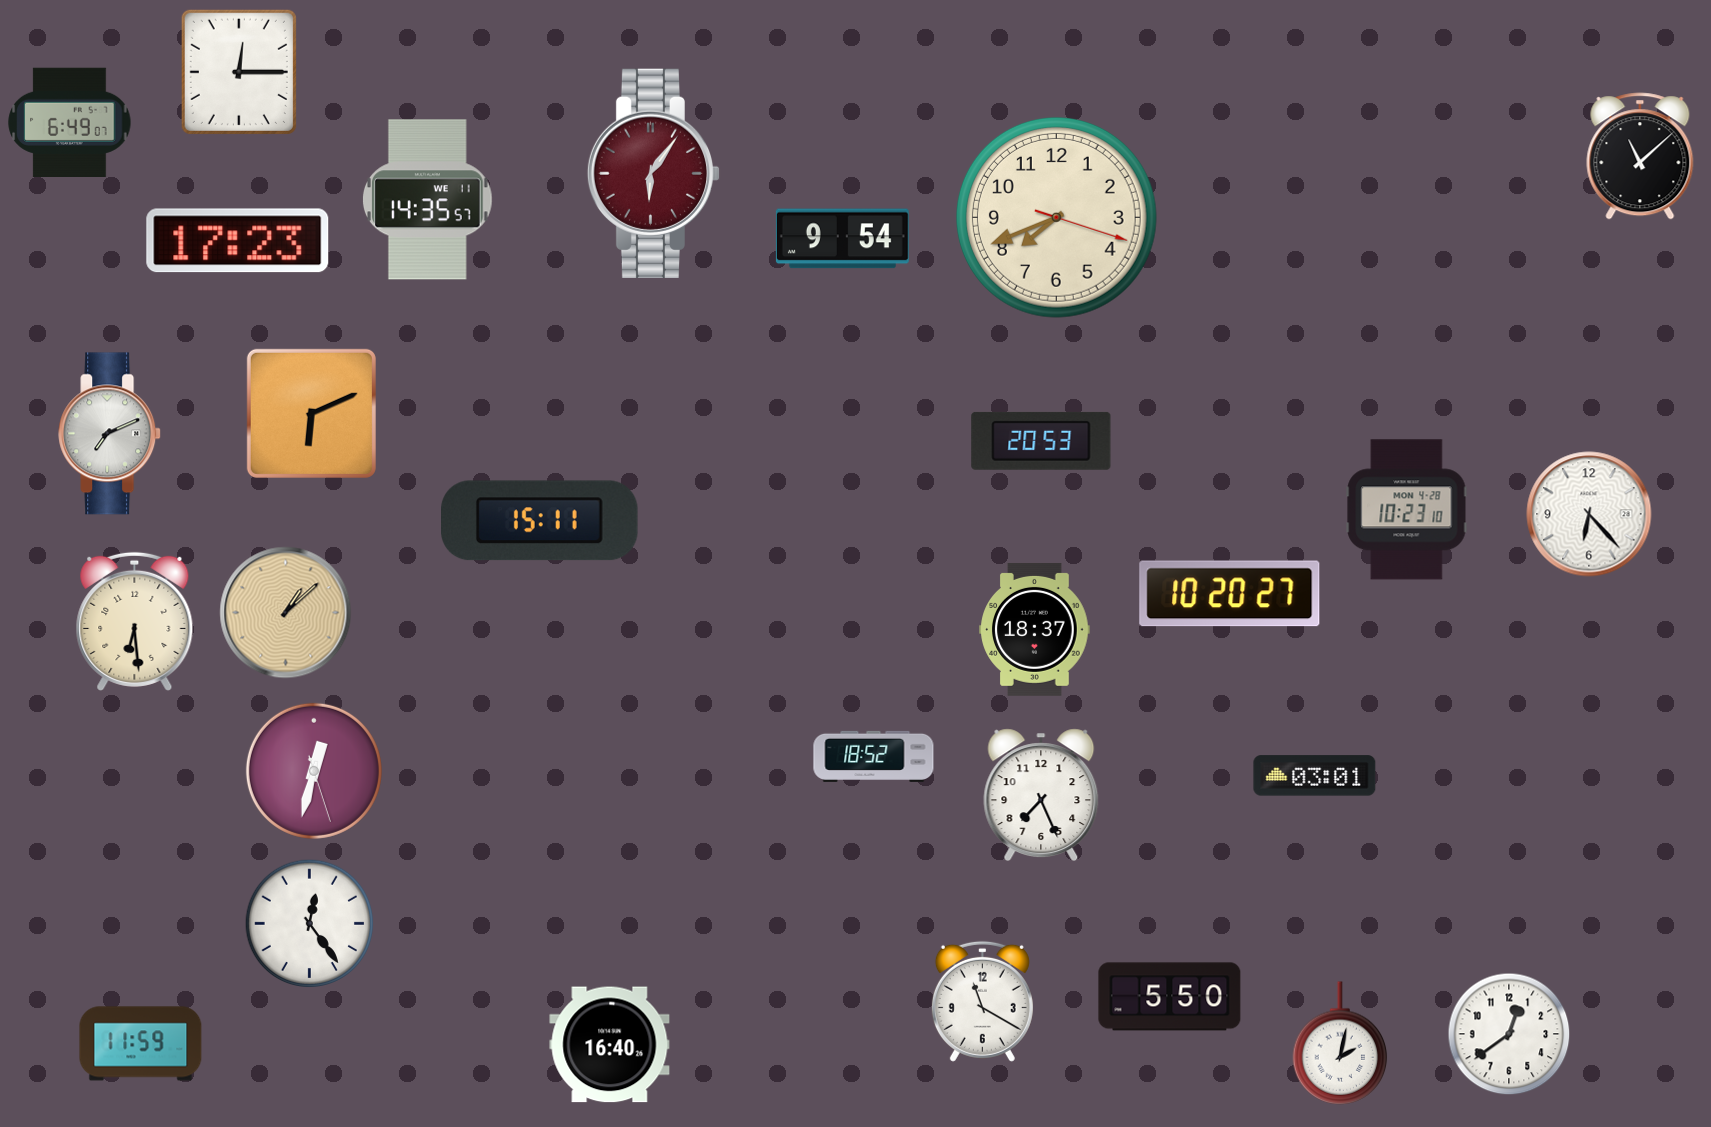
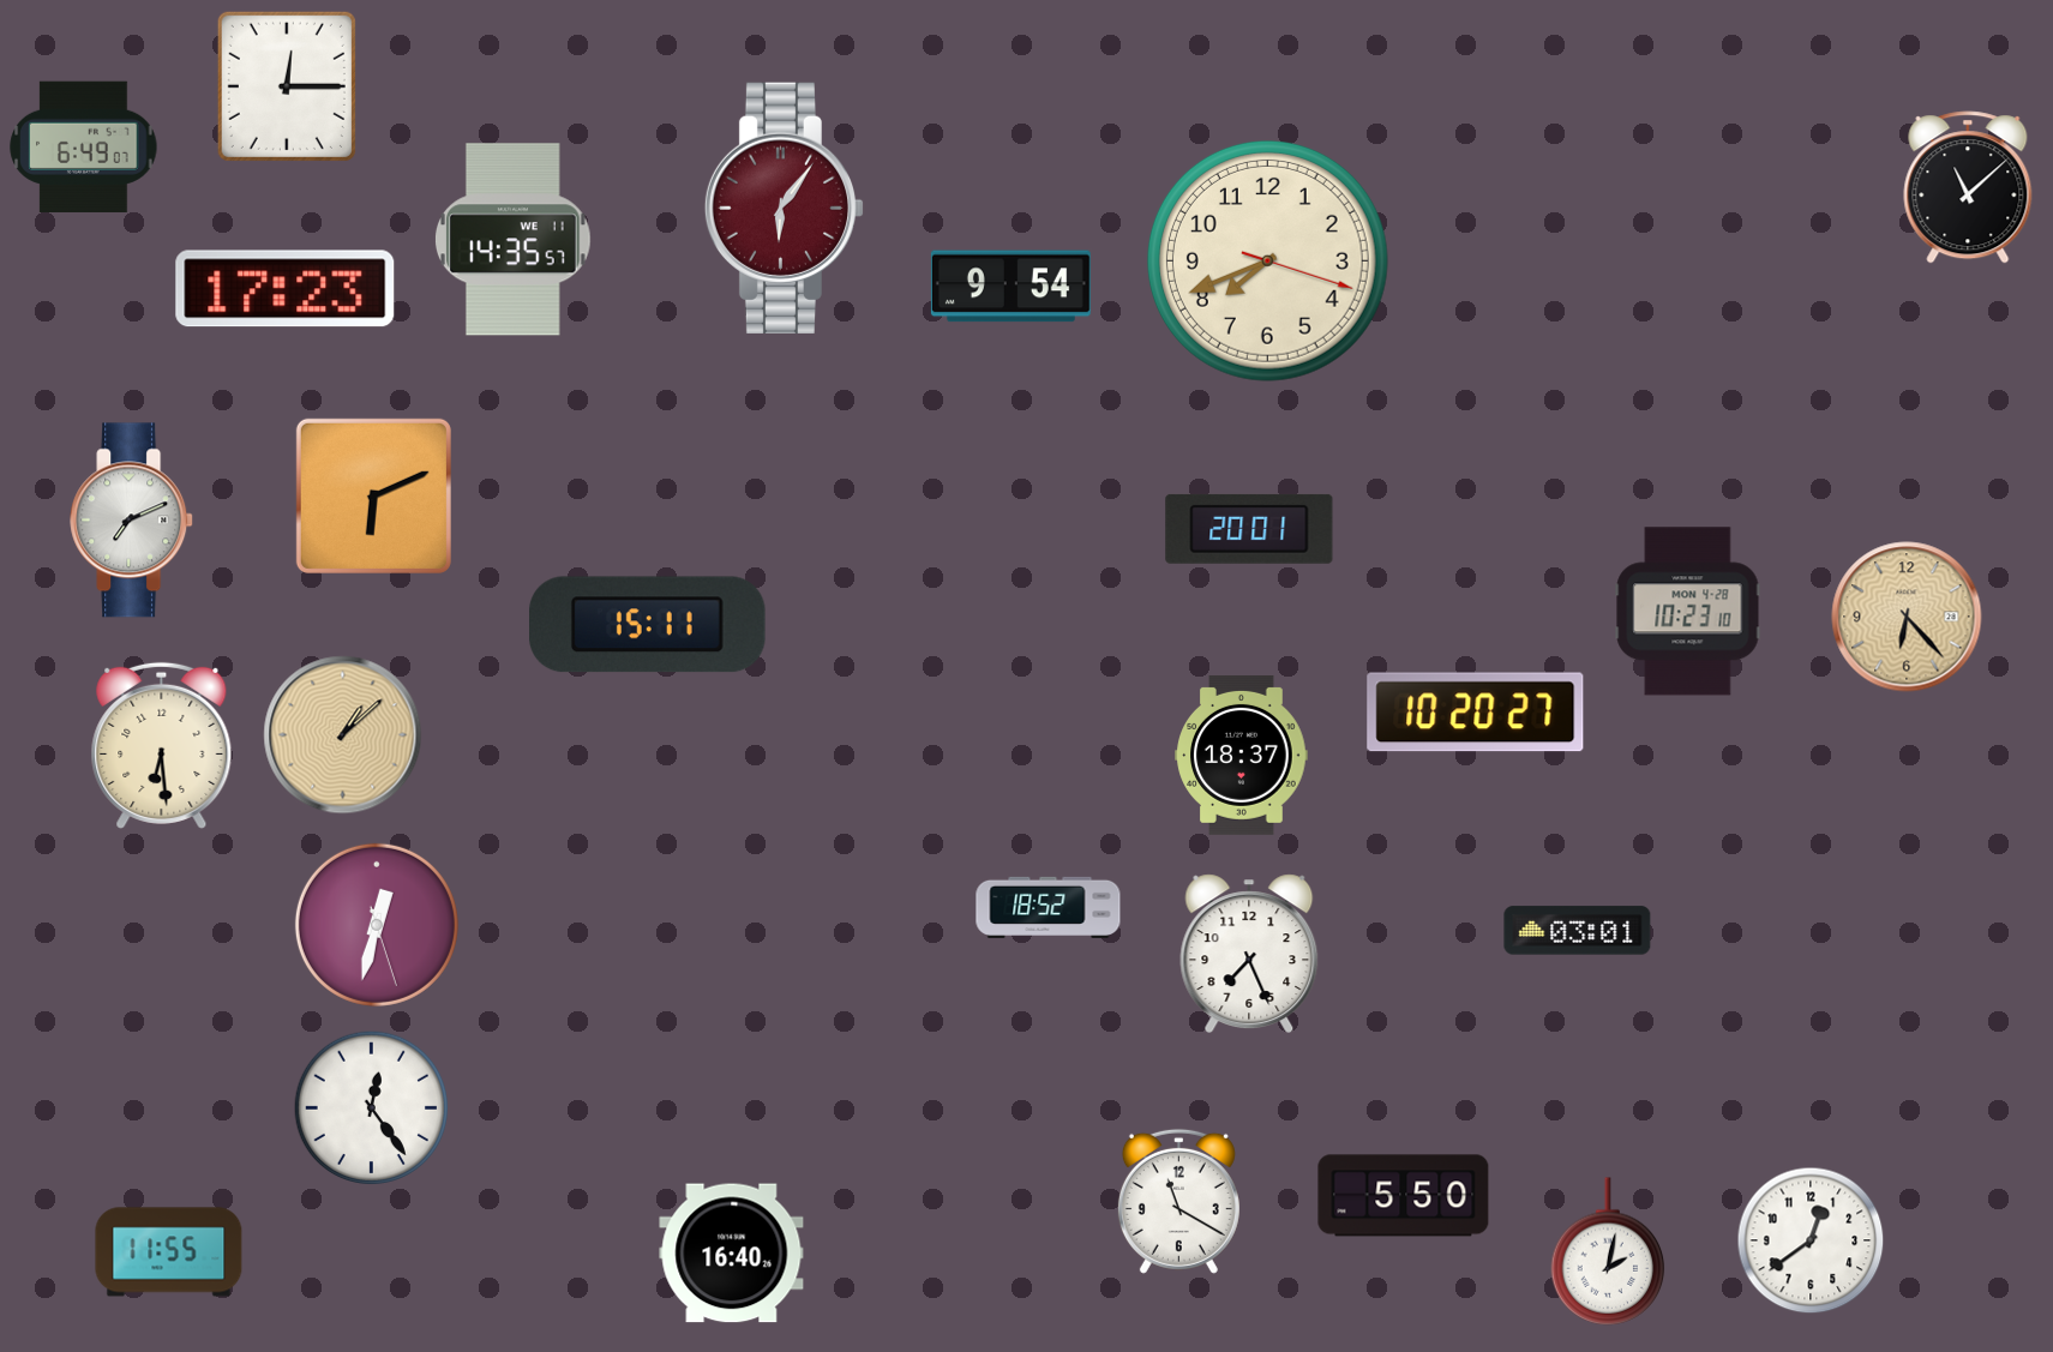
clock at (1041, 441): 20:53 -> 20:01
clock at (1589, 514) dial: white -> champagne
clock at (141, 1044): 11:59 -> 11:55
